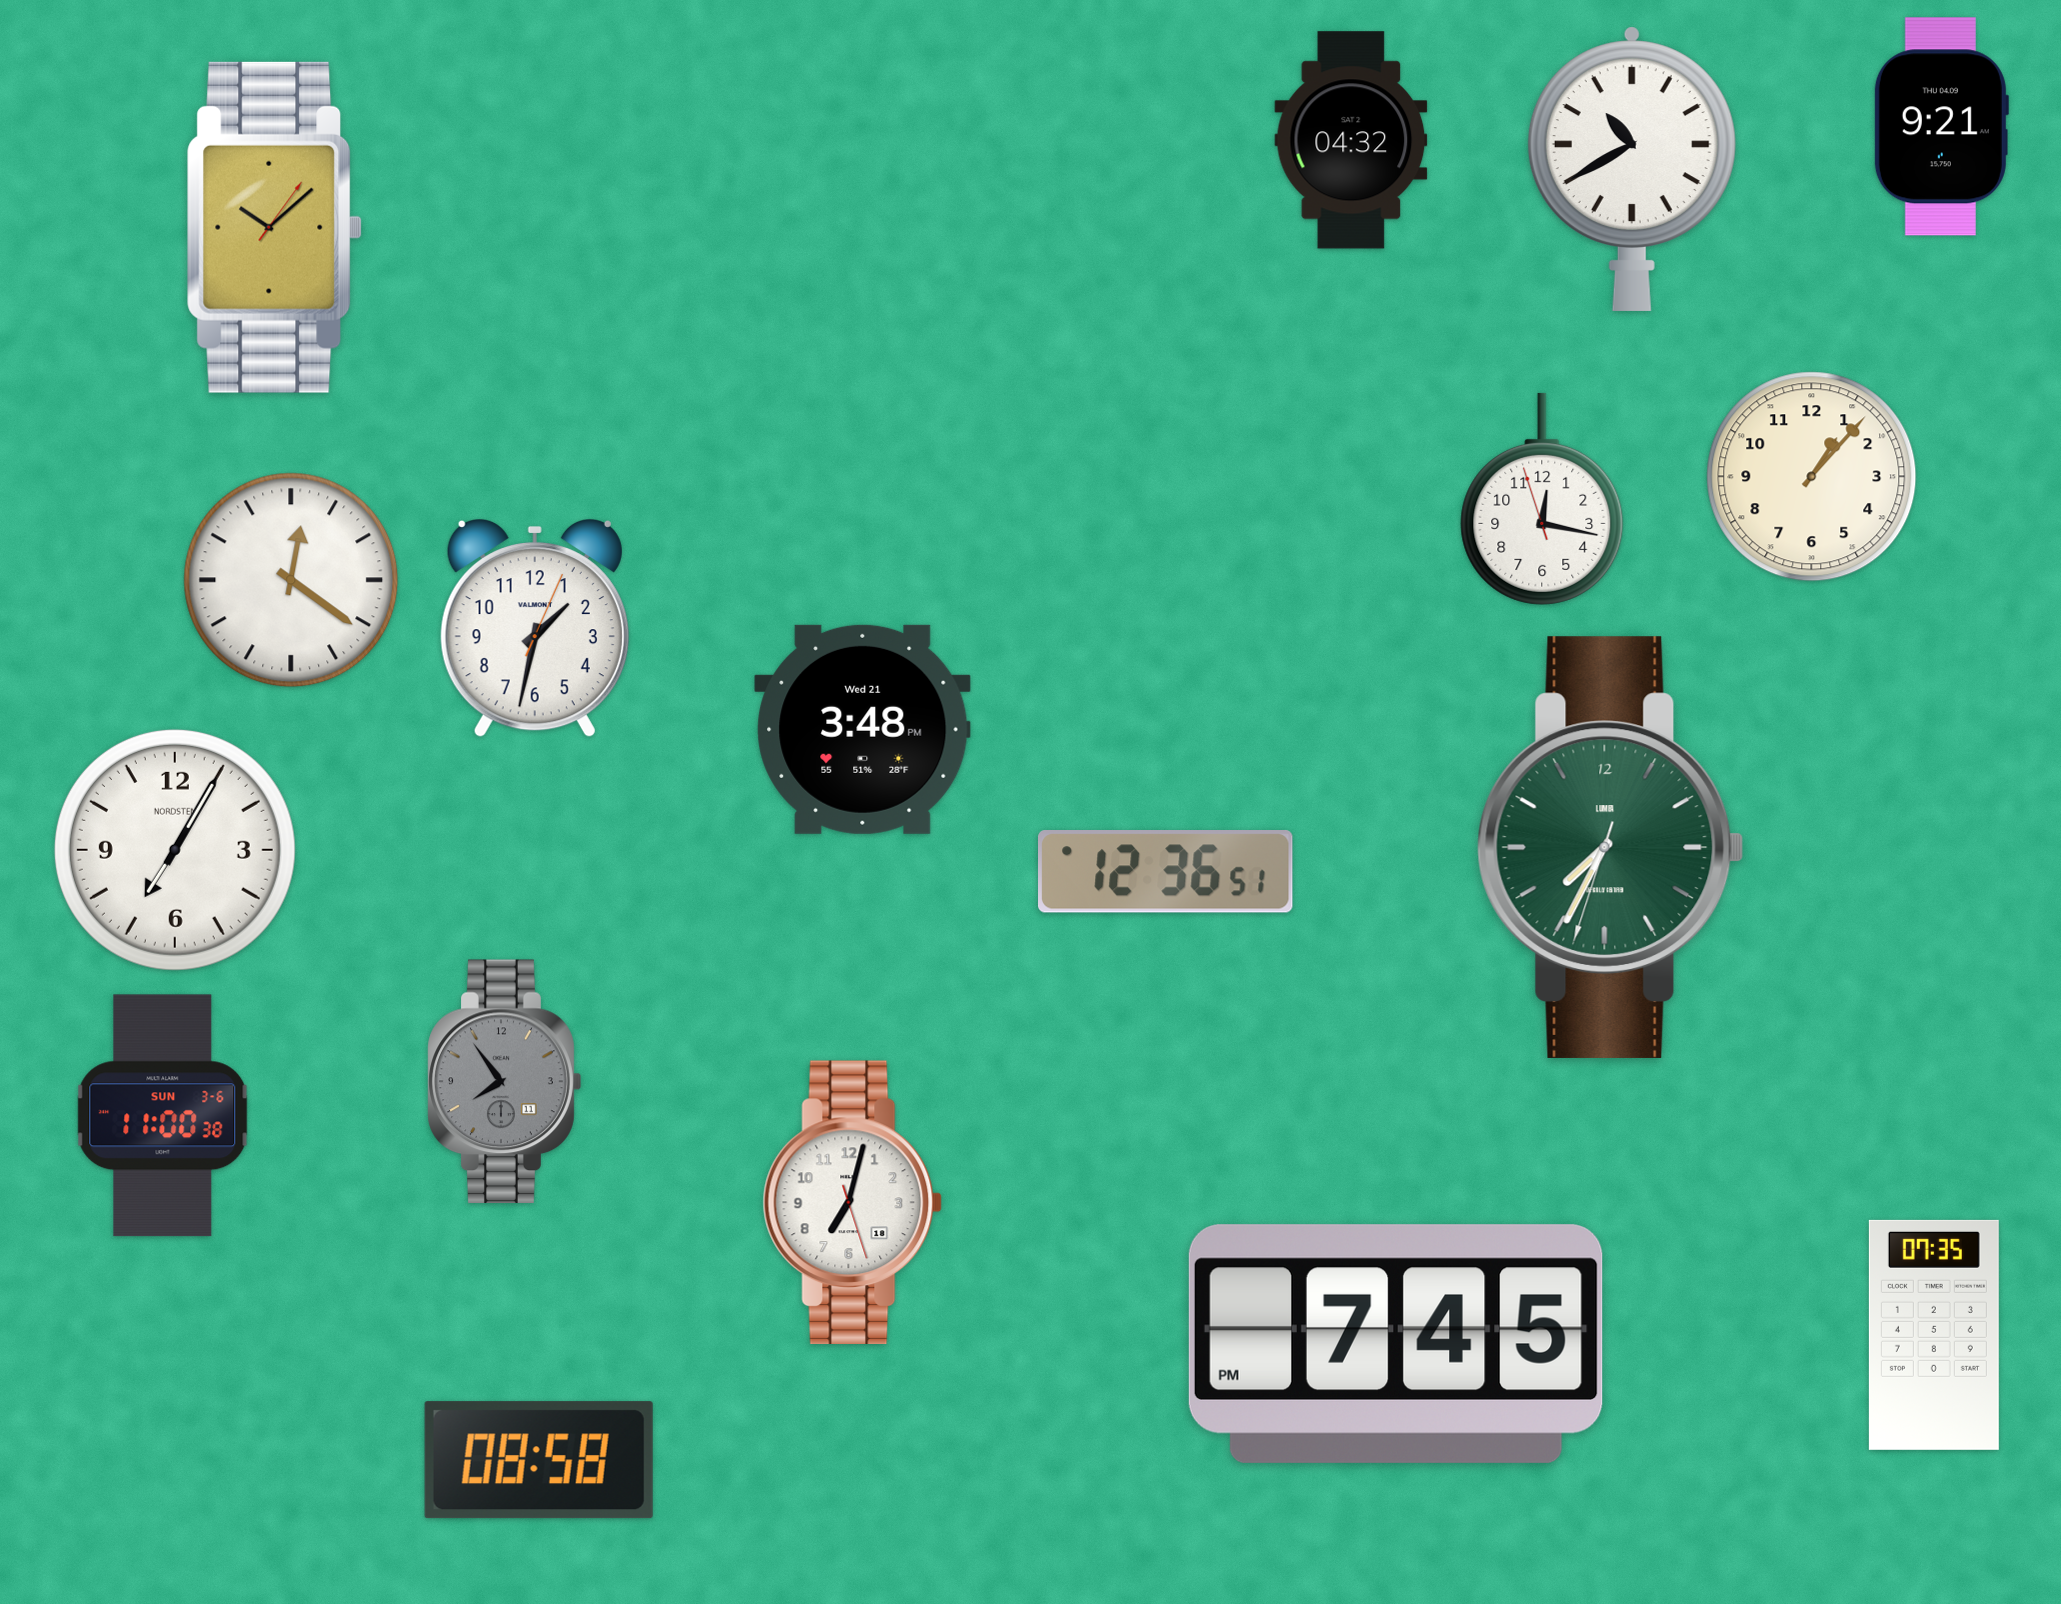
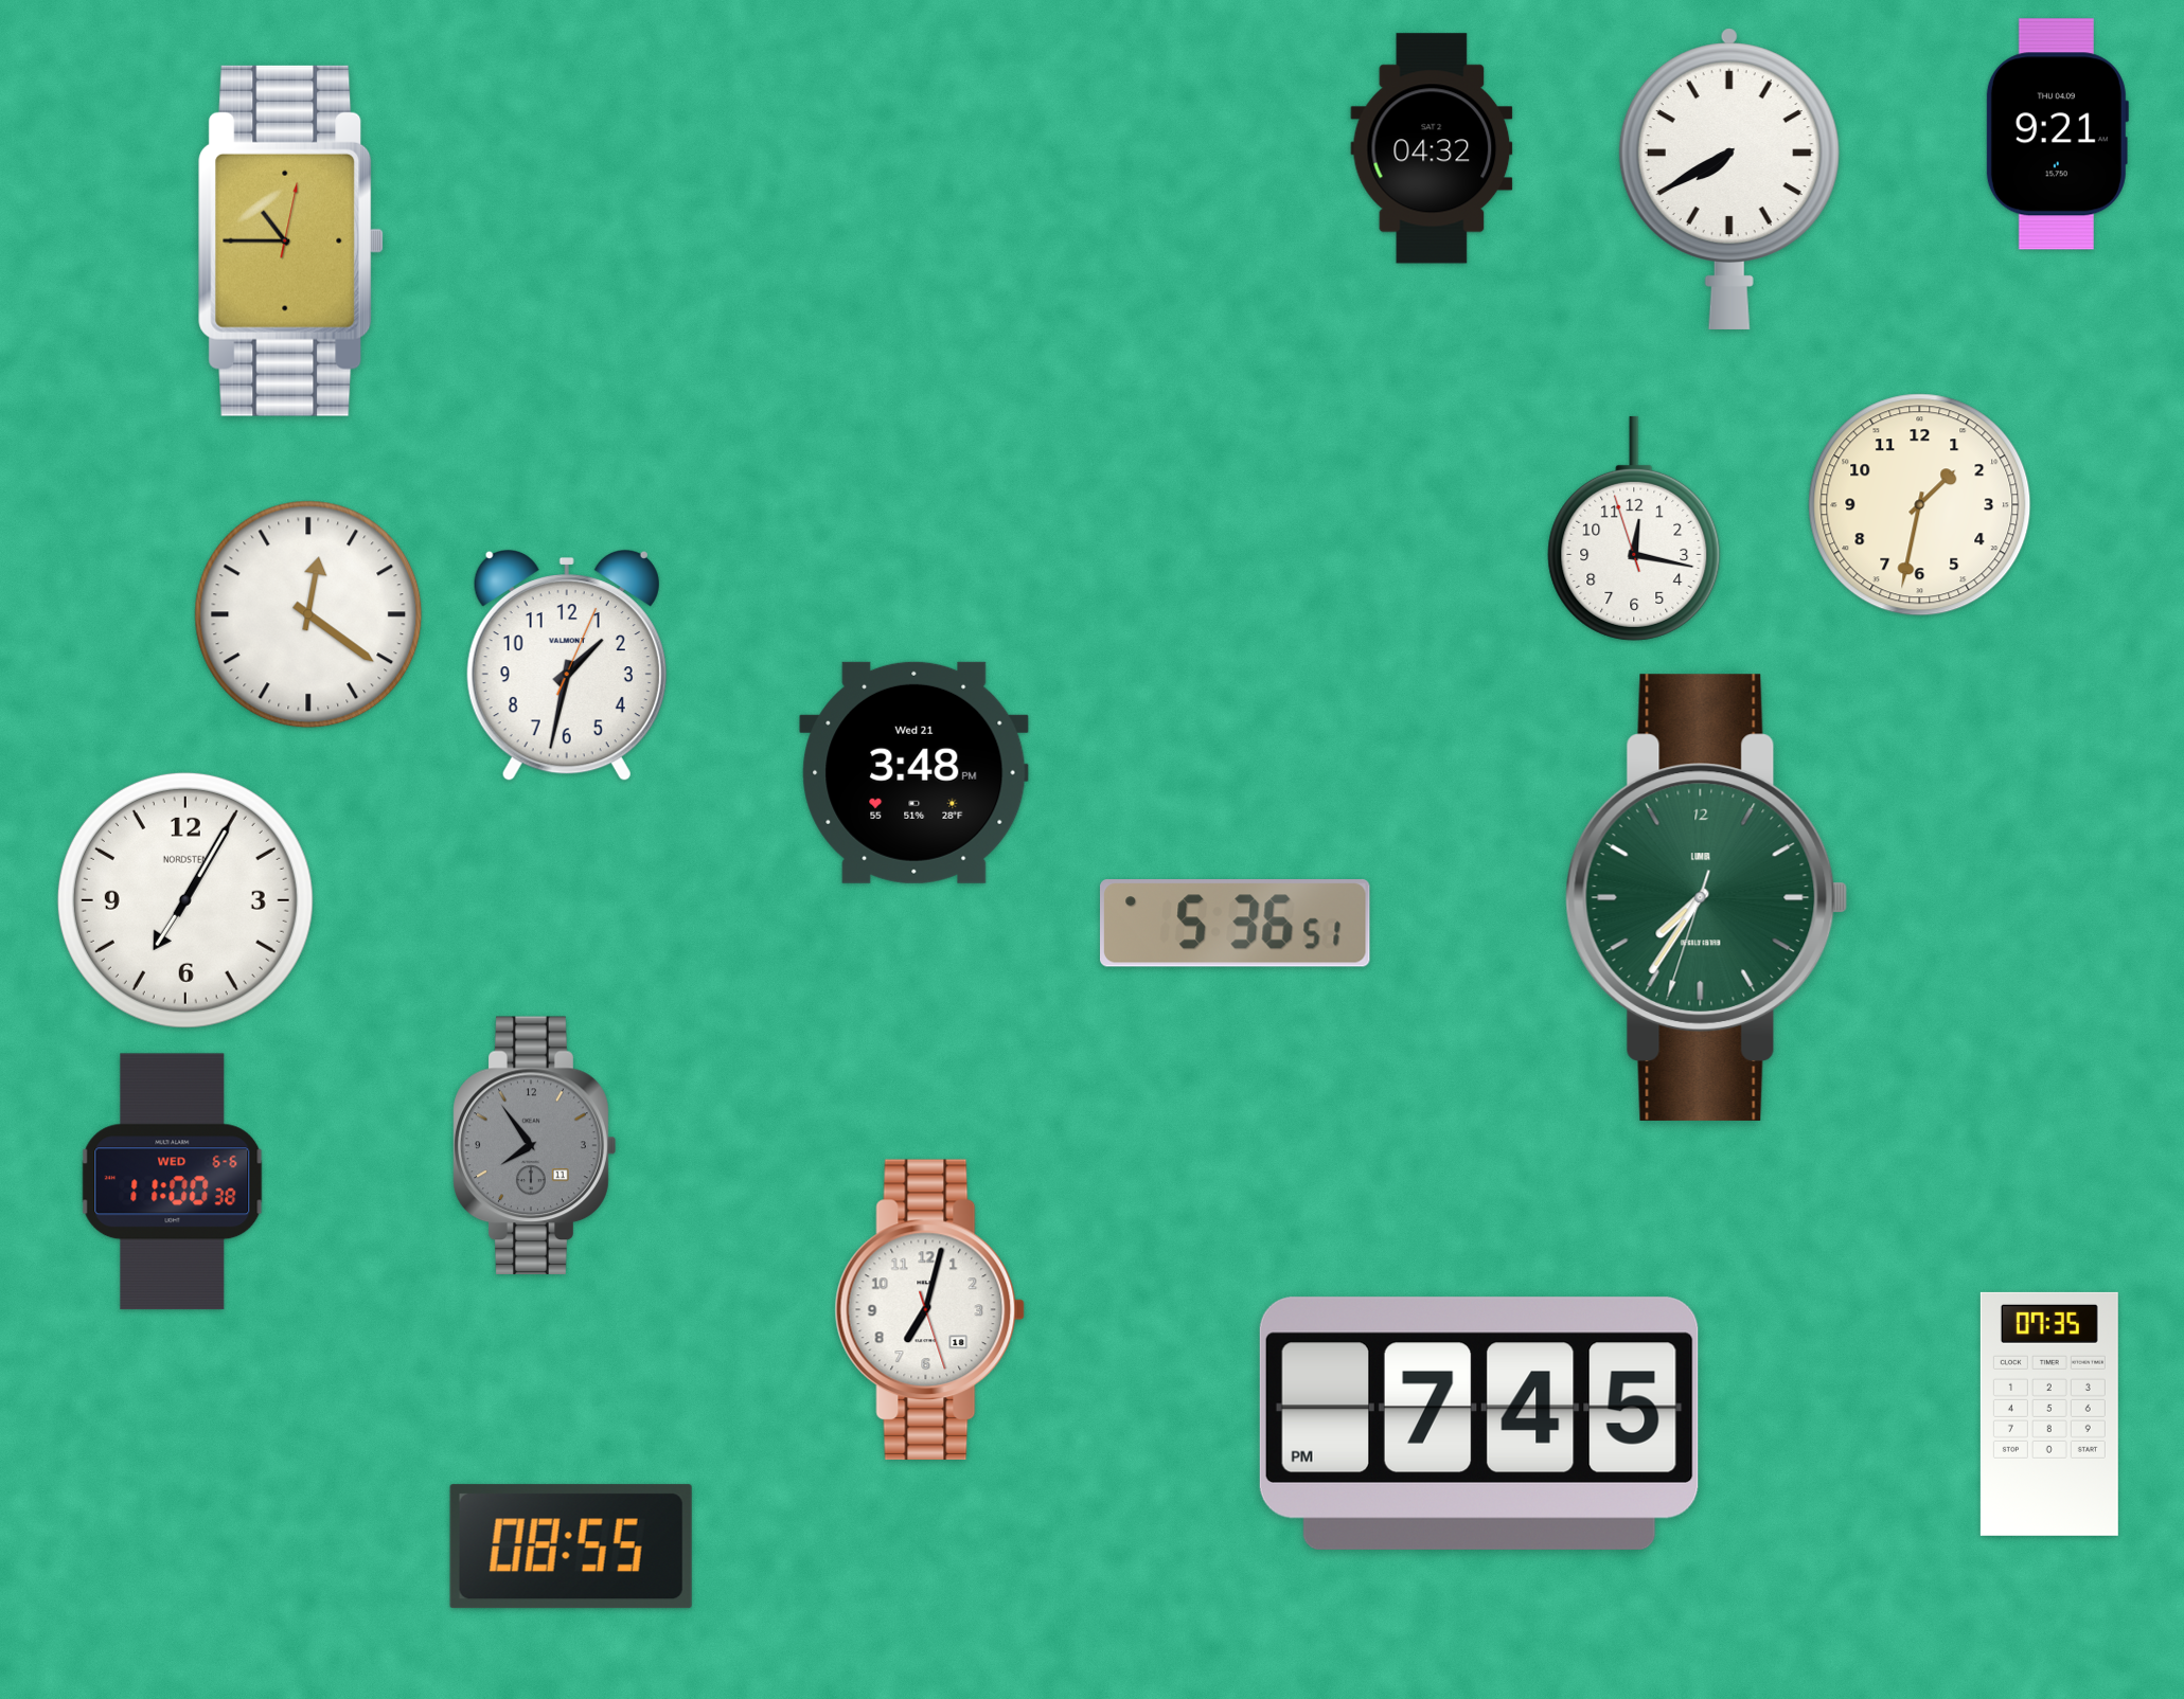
clock at (1632, 169): 10:40 -> 7:40
clock at (275, 227): 10:08 -> 10:45
clock at (1812, 477): 1:07 -> 1:32
clock at (1611, 847): 7:34 -> 7:35
clock at (1166, 872): 12:36 -> 5:36
clock at (163, 1116) date: SUN 3-6 -> WED 6-6
clock at (853, 1202) position: (853, 1202) -> (930, 1309)
clock at (539, 1460): 08:58 -> 08:55
